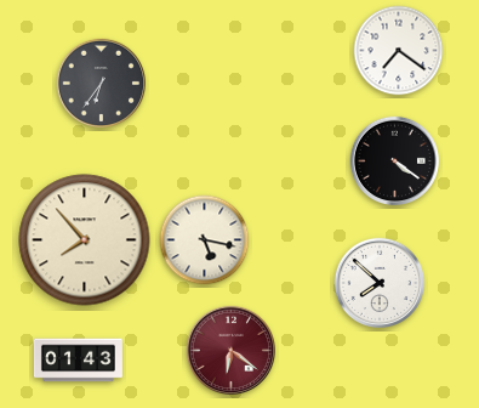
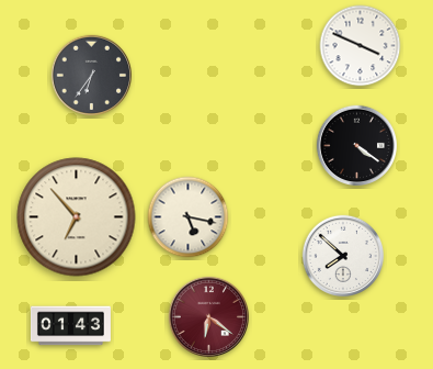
clock at (399, 51): 7:21 -> 3:49
clock at (85, 240): 7:53 -> 6:53
clock at (205, 240) position: (205, 240) -> (189, 217)
